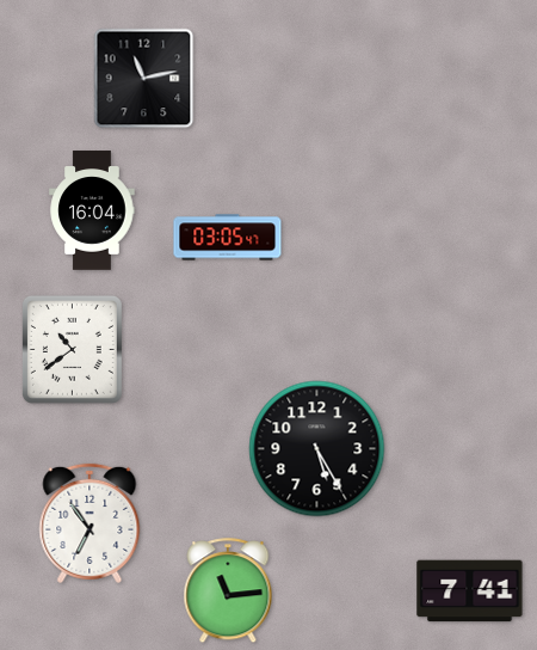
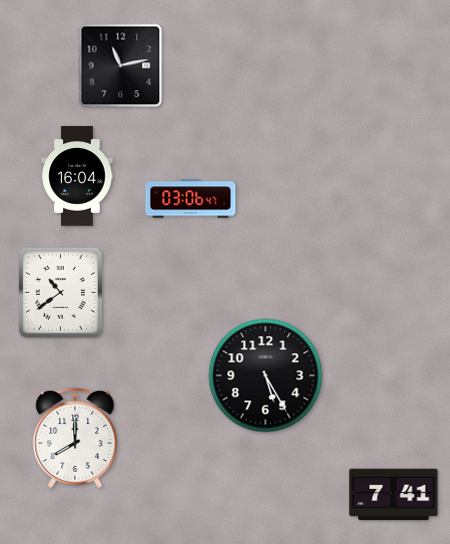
clock at (228, 238): 03:05 -> 03:06
clock at (89, 523): 6:54 -> 8:00
clock at (228, 591): 11:14 -> none
